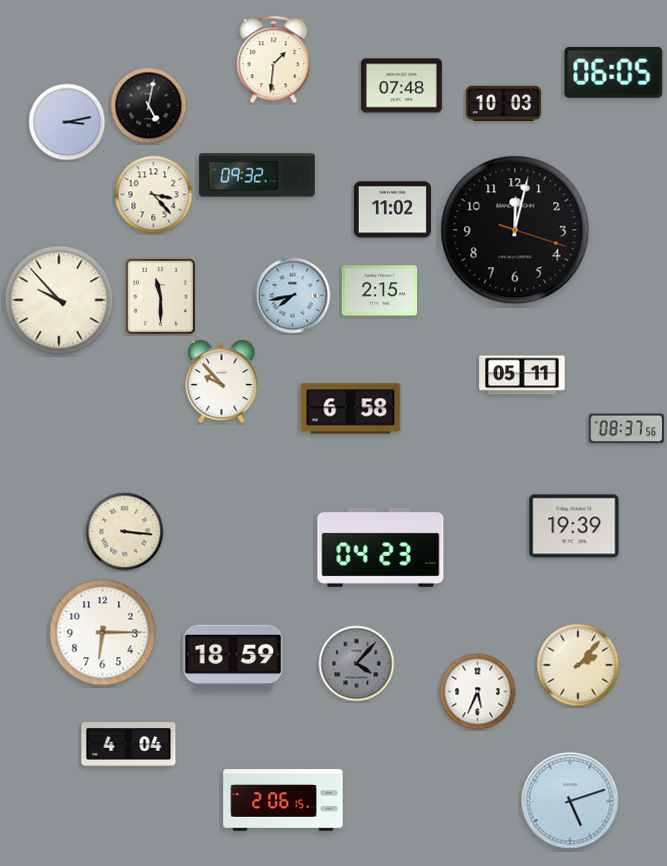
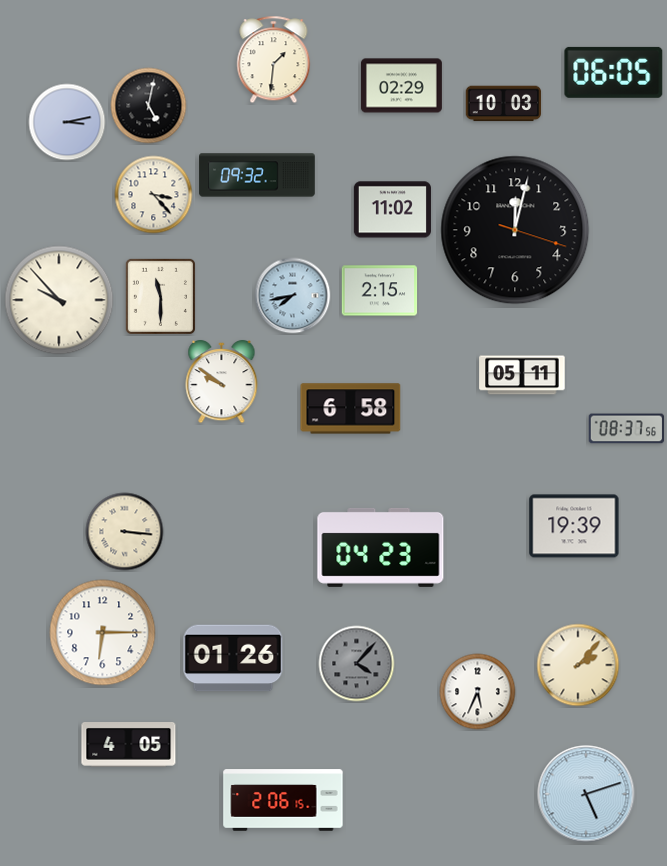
clock at (401, 86): 07:48 -> 02:29
clock at (222, 382): 9:53 -> 9:51
clock at (233, 658): 18:59 -> 01:26
clock at (129, 745): 4:04 -> 4:05
clock at (570, 801) position: (570, 801) -> (586, 794)
